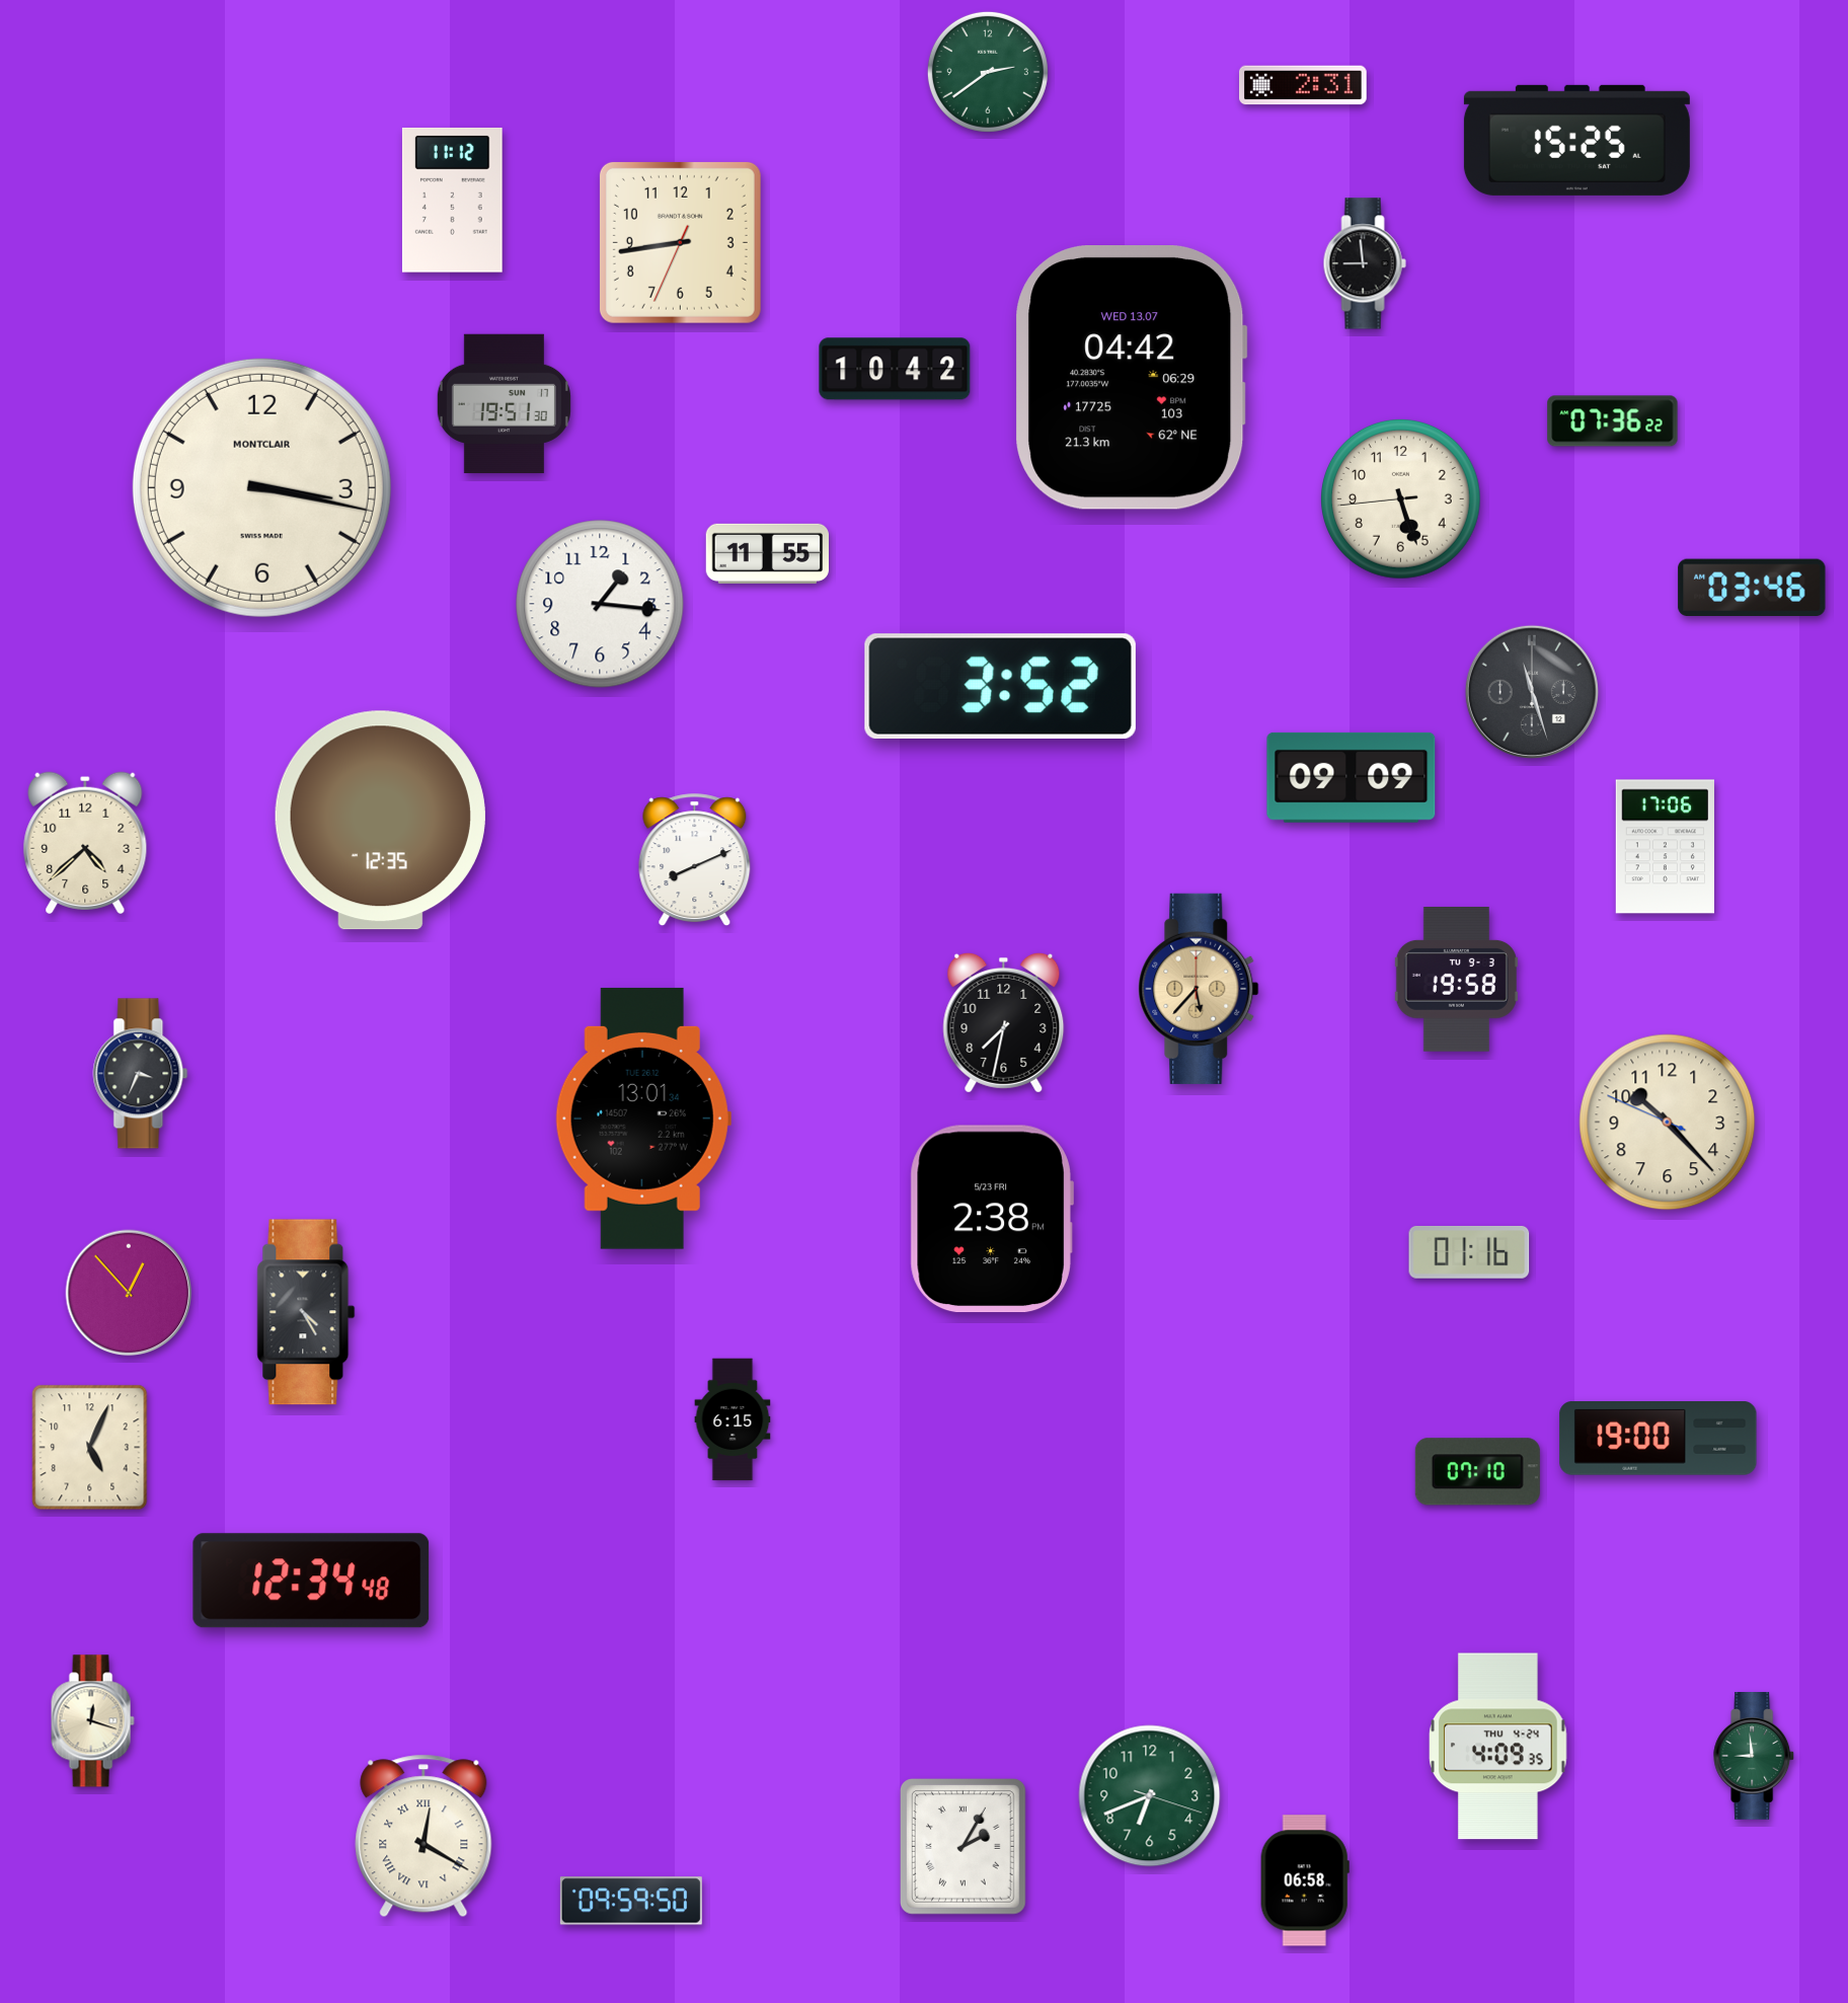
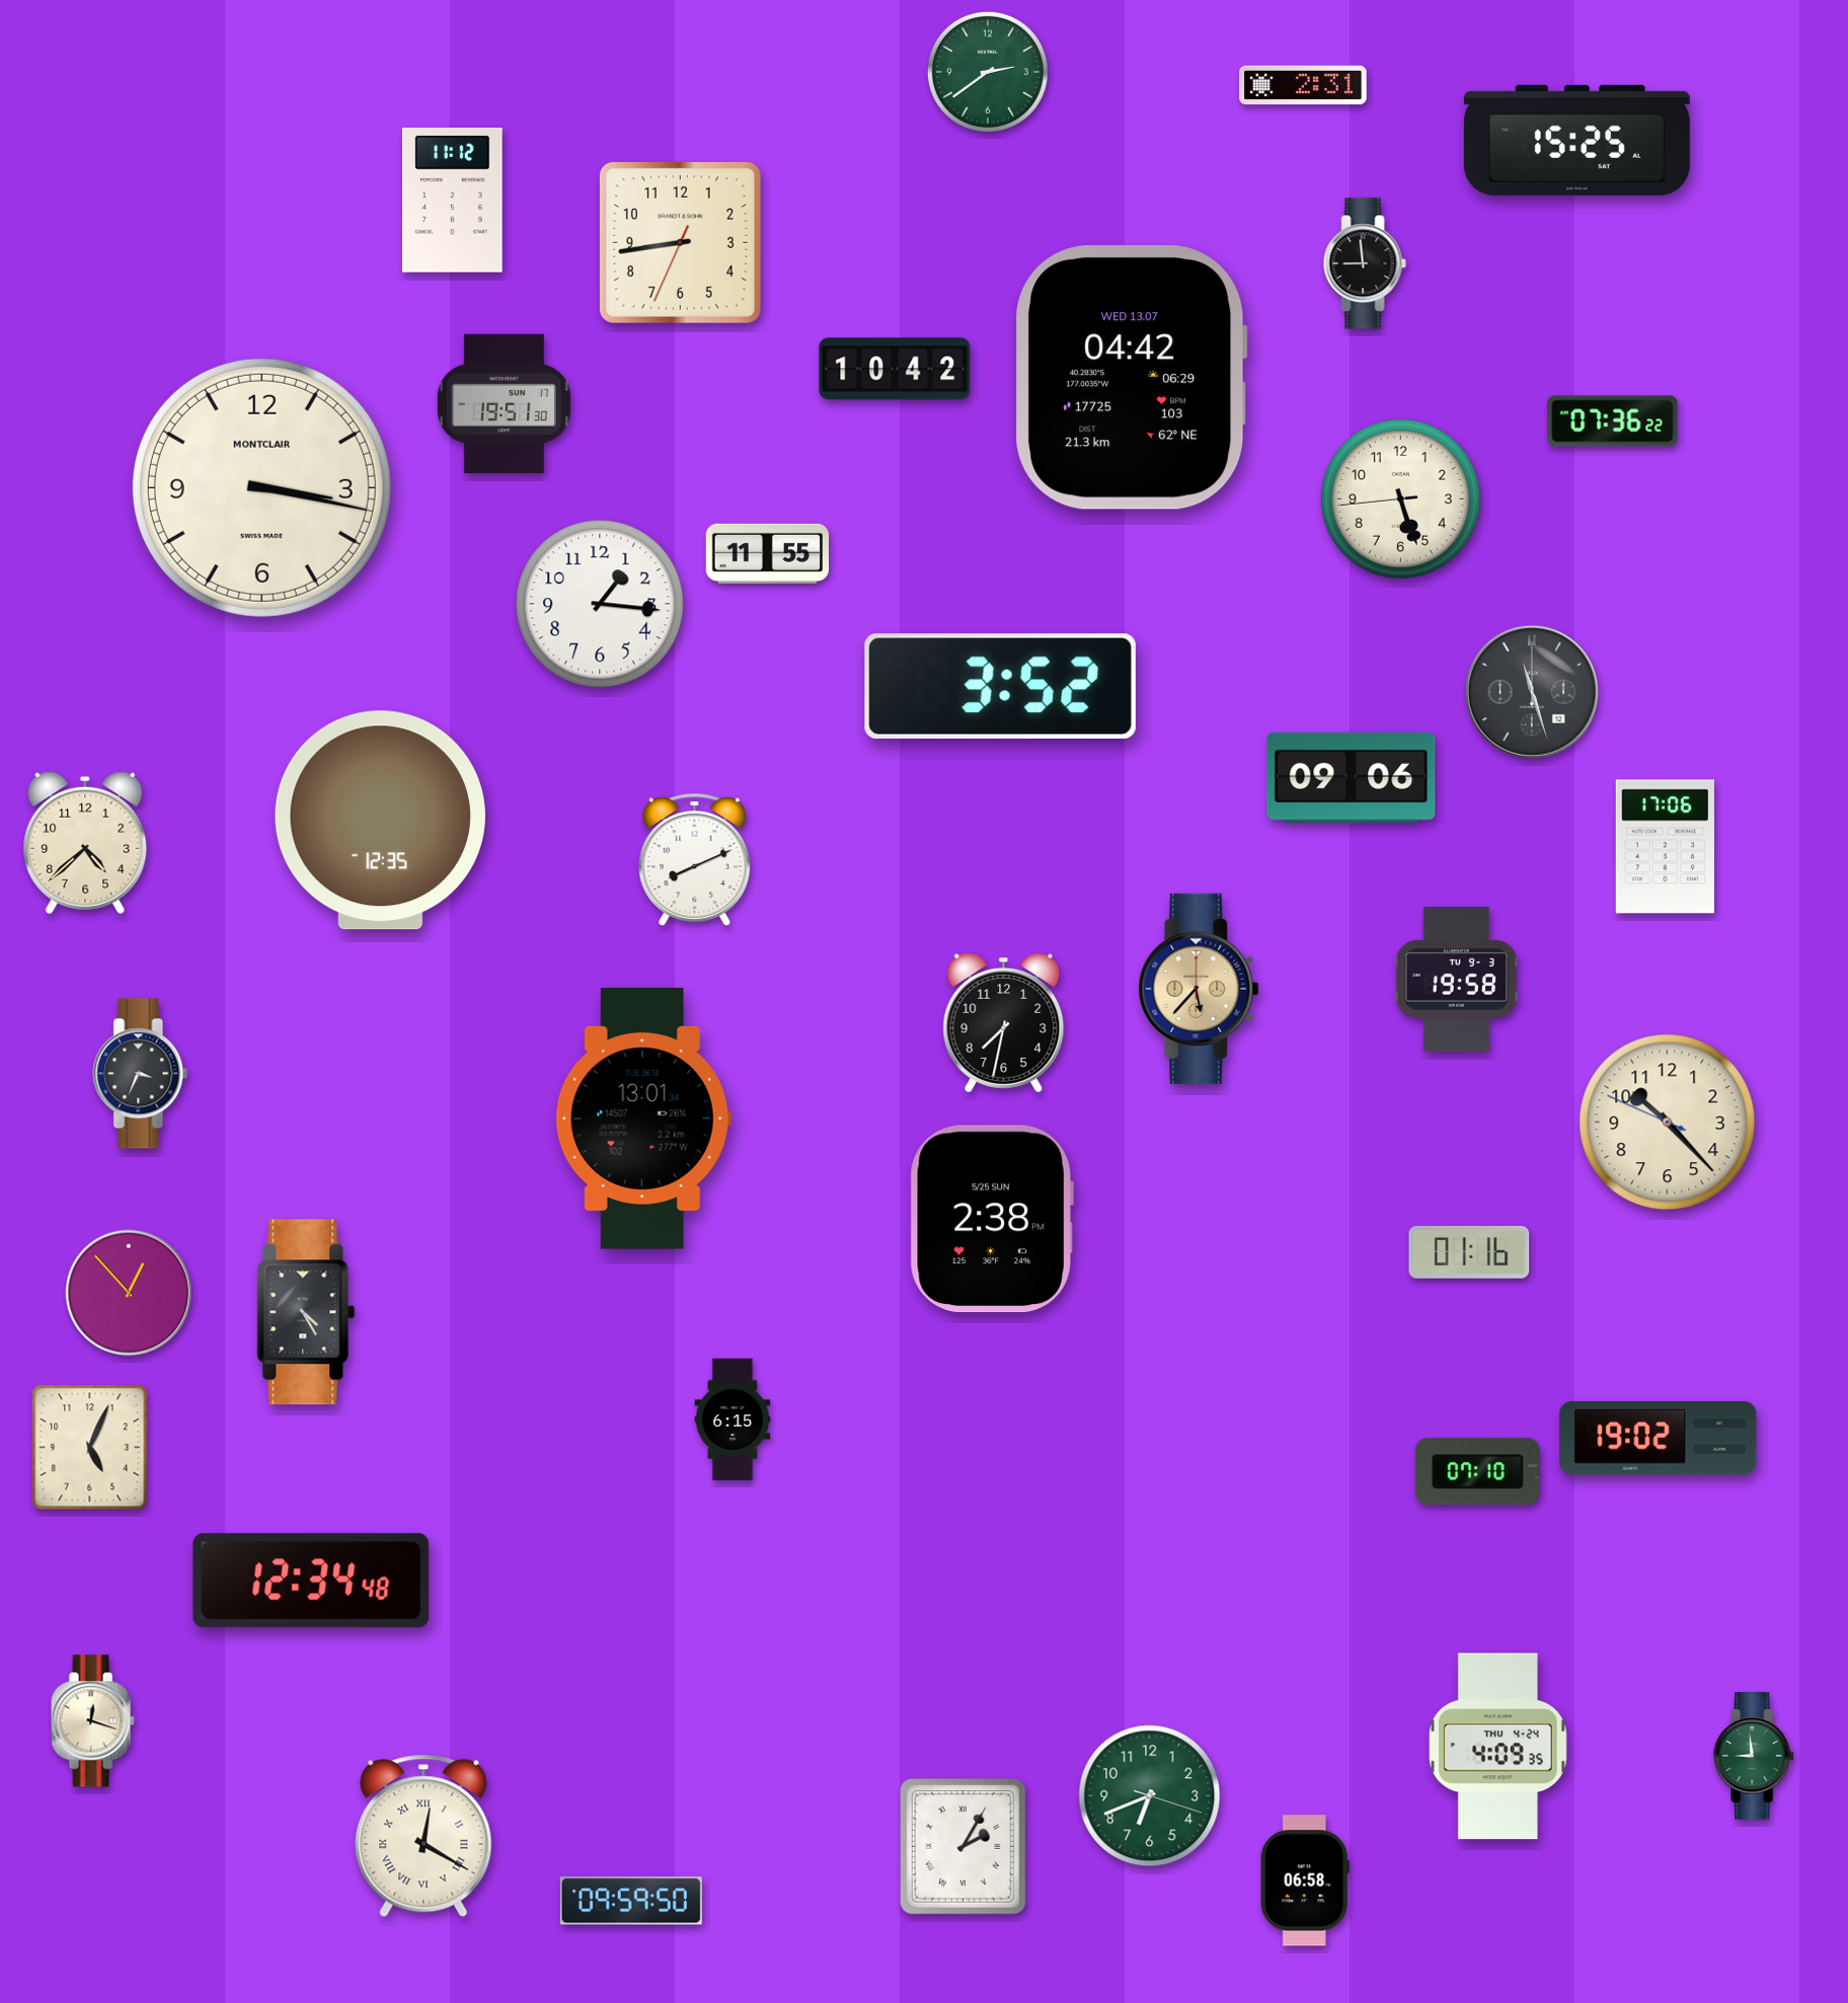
clock at (1752, 588): 03:46 -> none
clock at (1352, 777): 09:09 -> 09:06
clock at (992, 1219) date: 5/23 FRI -> 5/25 SUN
clock at (1659, 1439): 19:00 -> 19:02
